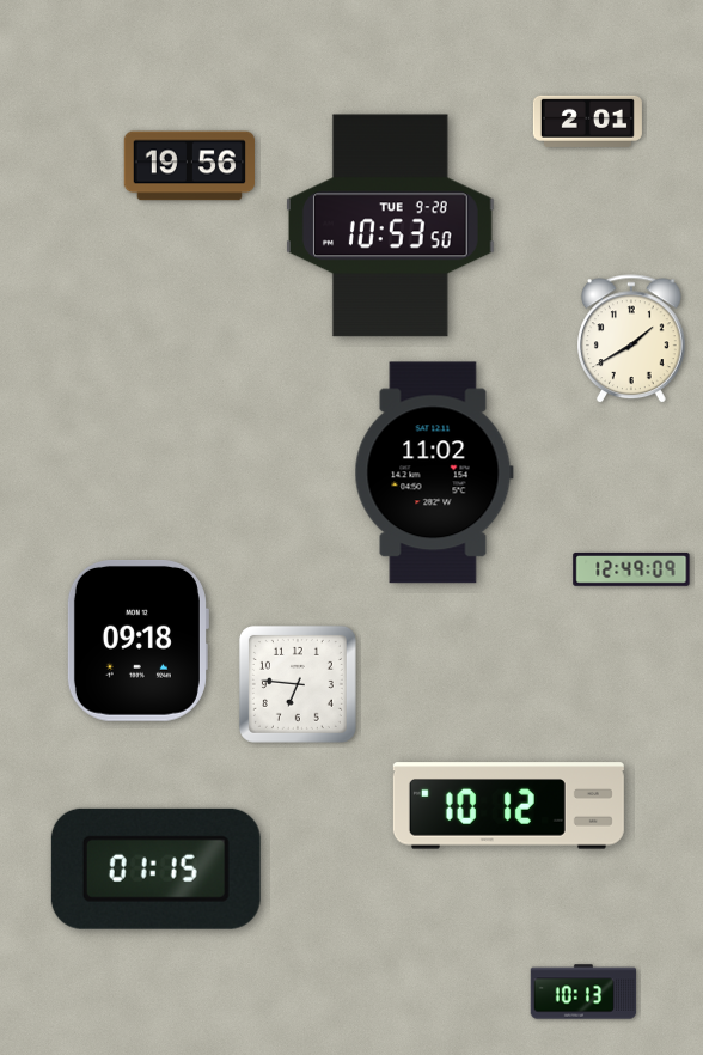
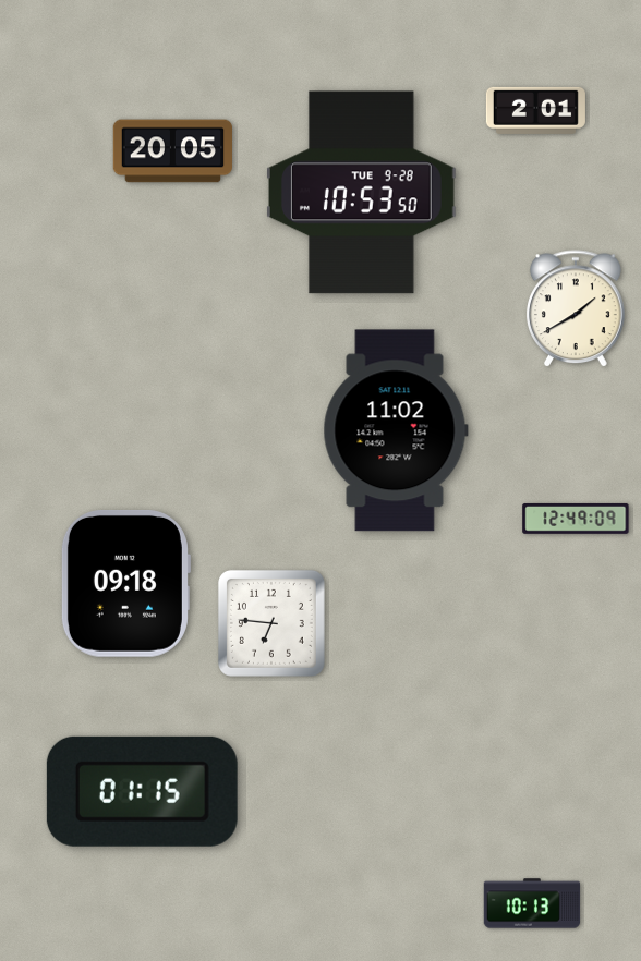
clock at (189, 166): 19:56 -> 20:05
clock at (391, 226) position: (391, 226) -> (362, 193)
clock at (508, 806): 10:12 -> none
